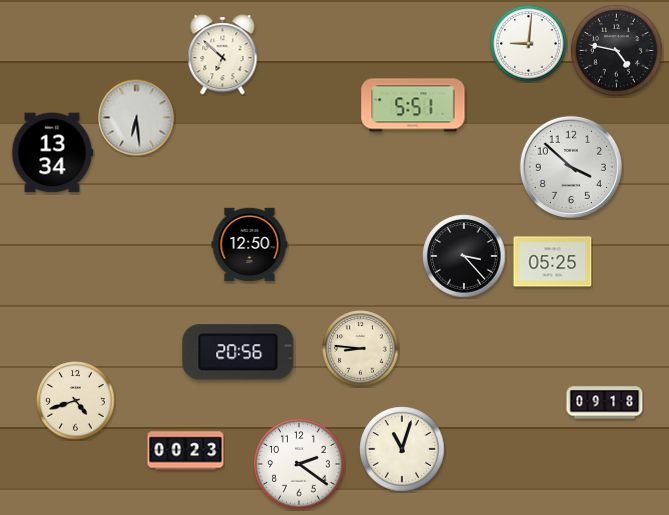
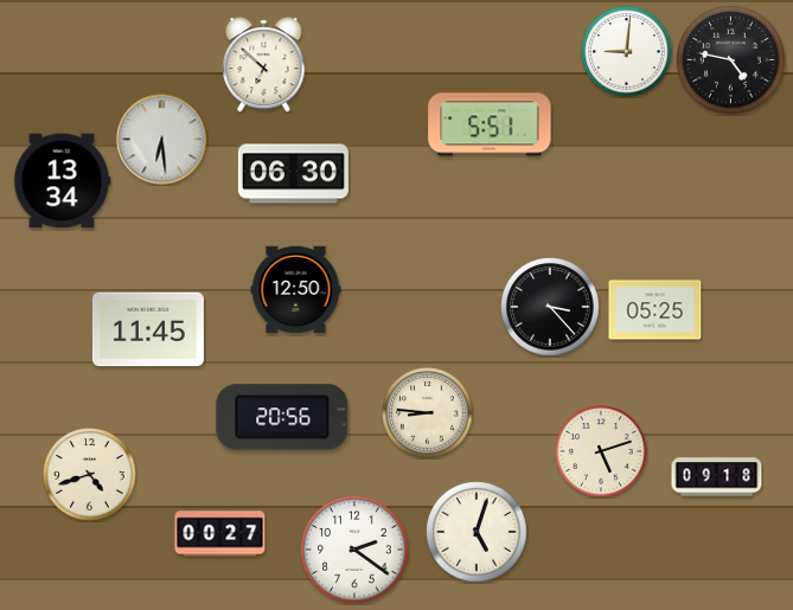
clock at (293, 174): none -> 06:30
clock at (571, 167): 3:52 -> none
clock at (464, 256) position: (464, 256) -> (550, 307)
clock at (148, 329): none -> 11:45
clock at (601, 451): none -> 5:12
clock at (402, 449): 11:03 -> 5:03
clock at (186, 451): 00:23 -> 00:27
